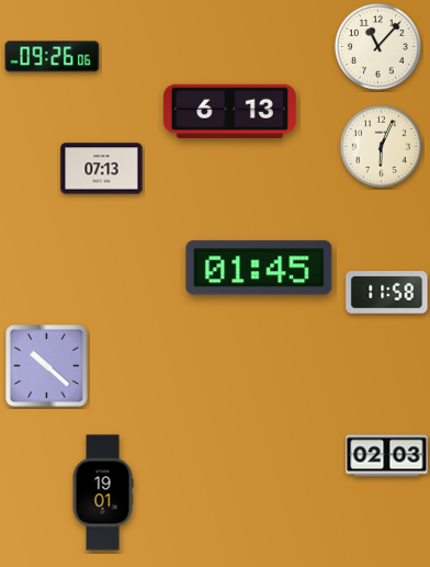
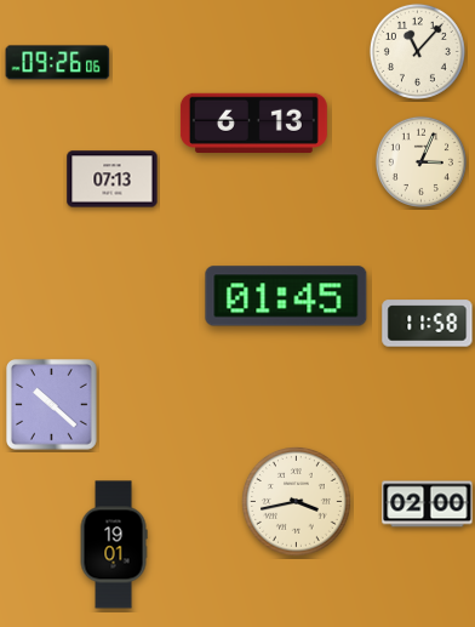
clock at (381, 146): 6:04 -> 3:04
clock at (102, 169) position: (102, 169) -> (113, 179)
clock at (297, 502): none -> 3:43
clock at (387, 456): 02:03 -> 02:00
